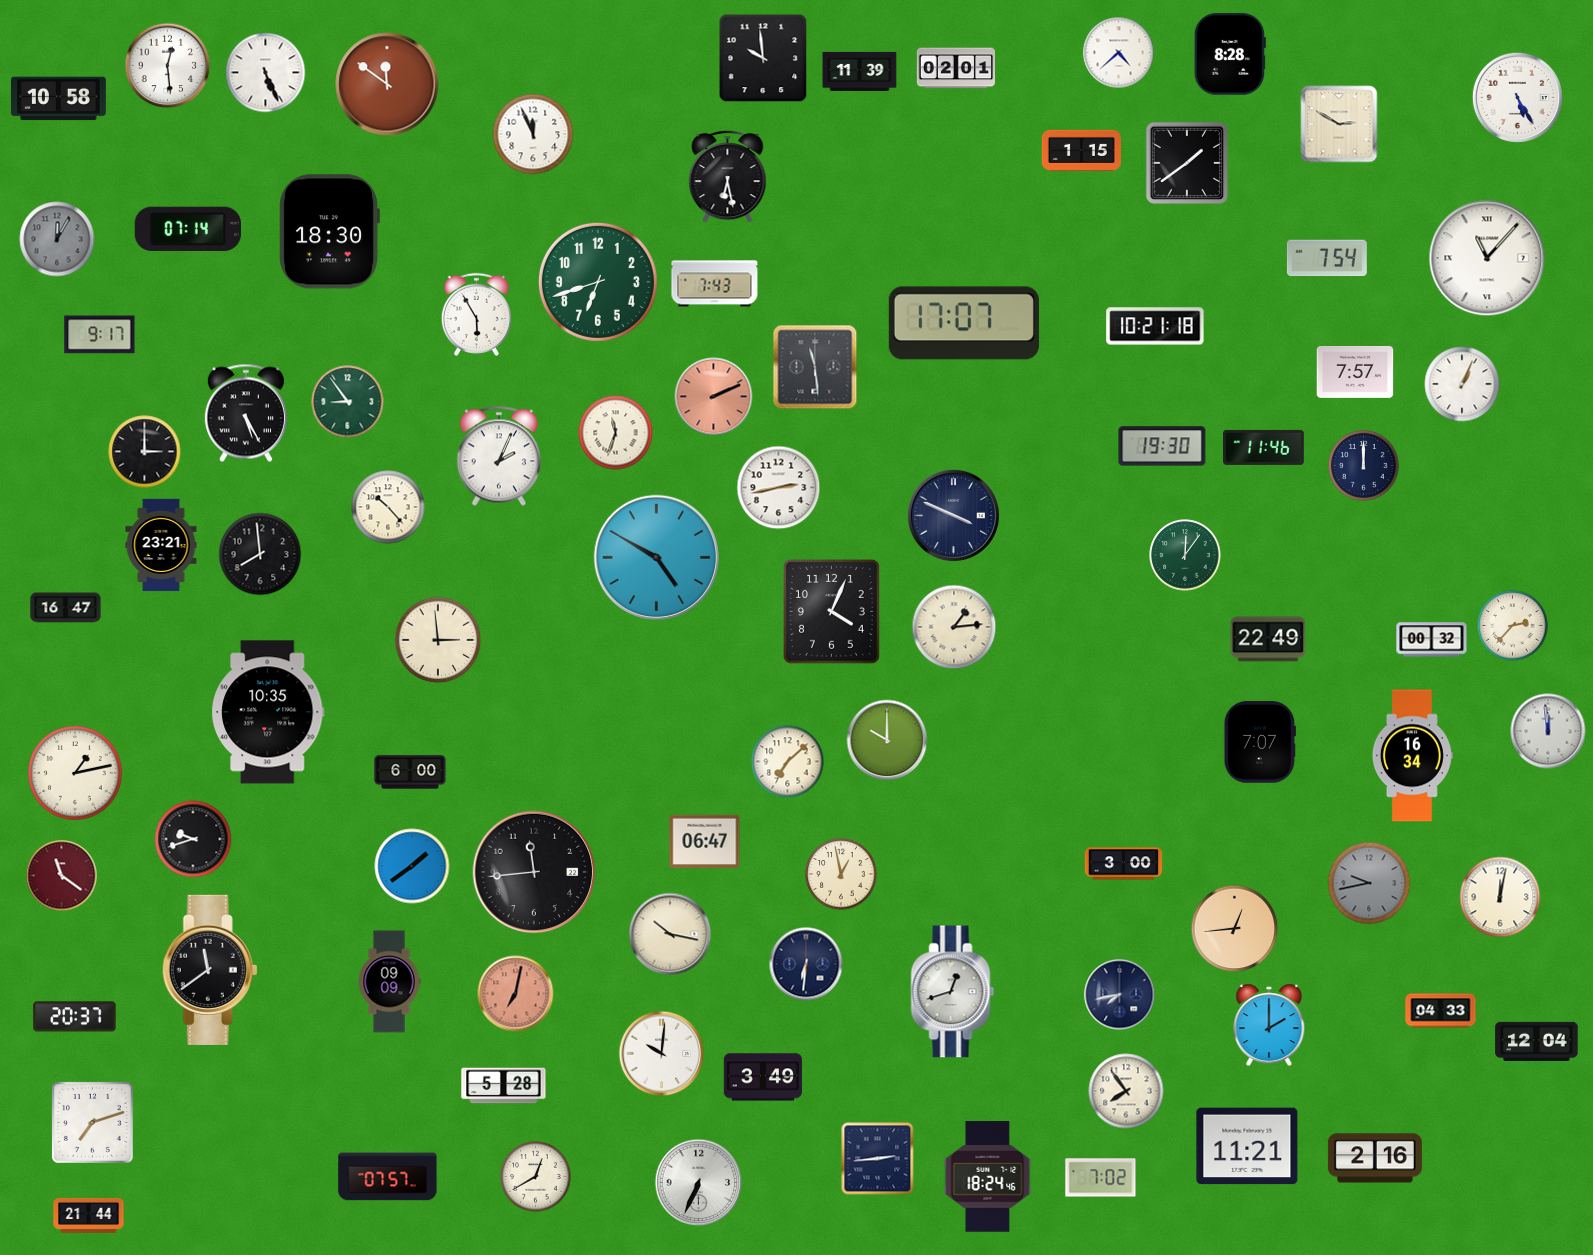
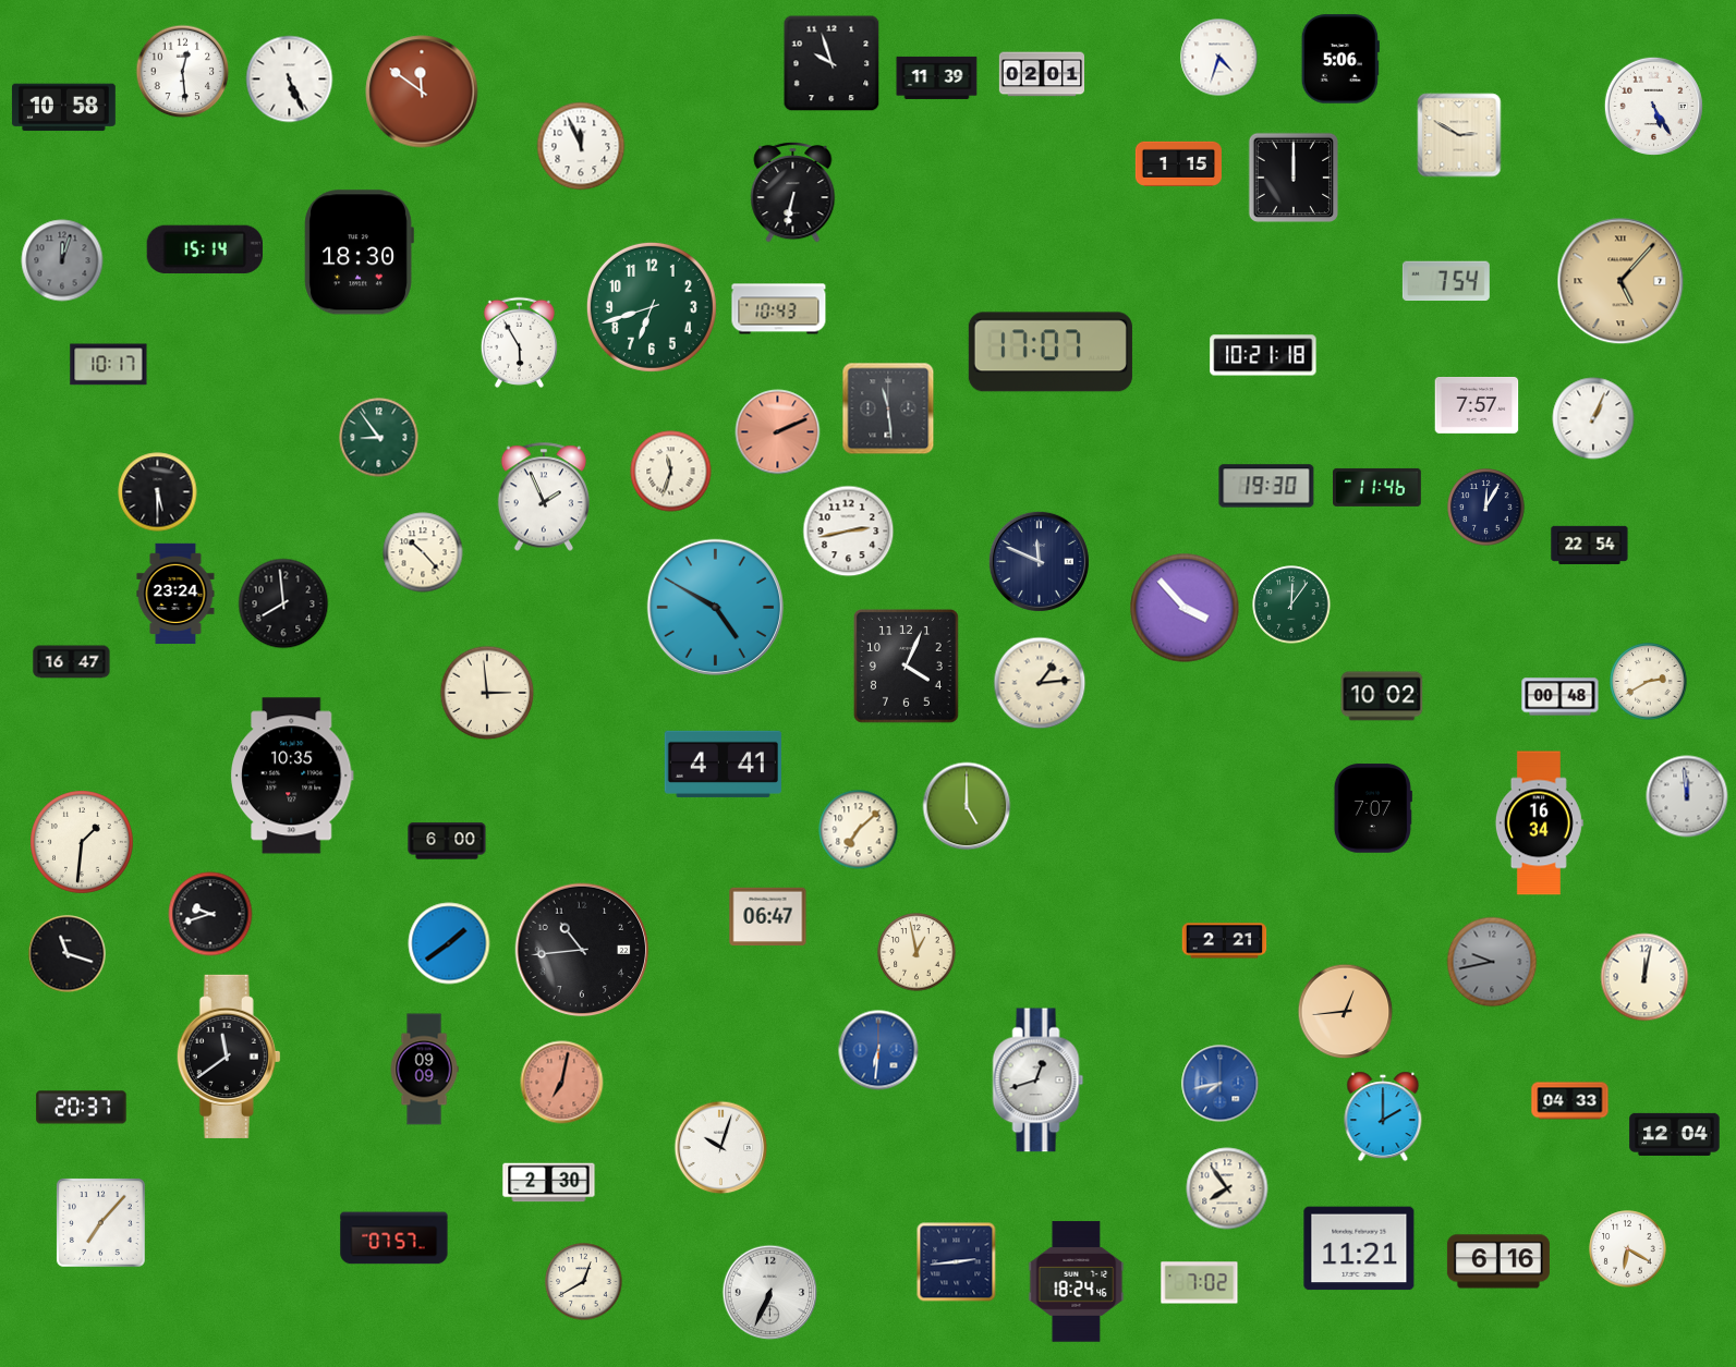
clock at (1119, 53): 4:38 -> 4:33
clock at (1230, 54): 8:28 -> 5:06
clock at (763, 58): 9:59 -> 9:57
clock at (1187, 163): 1:39 -> 12:00
clock at (728, 177): 6:28 -> 6:32
clock at (188, 229): 07:14 -> 15:14
clock at (57, 239): 12:05 -> 12:03
clock at (1487, 258): 11:07 -> 5:07
clock at (1487, 258) dial: white -> champagne
clock at (715, 284): 7:43 -> 10:43
clock at (1155, 326) position: (1155, 326) -> (1263, 355)
clock at (100, 335): 9:17 -> 10:17
clock at (815, 367) position: (815, 367) -> (888, 408)
clock at (246, 413): 5:25 -> none
clock at (145, 452): 3:00 -> 5:30
clock at (498, 456): 2:04 -> 1:56
clock at (1364, 466): 12:00 -> 12:05
clock at (1590, 545): none -> 22:54
clock at (953, 515): 3:49 -> 11:49
clock at (161, 545): 23:21 -> 23:24
clock at (1185, 608): none -> 3:53
clock at (1513, 626): 2:37 -> 2:40
clock at (1268, 639): 22:49 -> 10:02
clock at (438, 640) position: (438, 640) -> (487, 693)
clock at (1432, 640): 00:32 -> 00:48
clock at (723, 764): none -> 4:41
clock at (887, 740): 10:00 -> 5:00
clock at (76, 774): 1:13 -> 1:31
clock at (1124, 864): 3:00 -> 2:21
clock at (534, 872): 11:44 -> 10:44
clock at (62, 876): 11:21 -> 11:18
clock at (62, 876) dial: burgundy -> black
clock at (1500, 897) position: (1500, 897) -> (1644, 977)
clock at (670, 934): 10:17 -> none
clock at (806, 964) dial: navy -> blue
clock at (1120, 995) dial: navy -> blue
clock at (662, 1054): 10:01 -> 10:03
clock at (763, 1077): 3:49 -> none
clock at (504, 1086): 5:28 -> 2:30
clock at (92, 1122): 7:12 -> 7:07
clock at (1628, 1249): none -> 6:20
clock at (1375, 1158): 2:16 -> 6:16
clock at (388, 1177) position: (388, 1177) -> (394, 1238)
clock at (699, 1183) position: (699, 1183) -> (770, 1293)
clock at (89, 1215): 21:44 -> none
